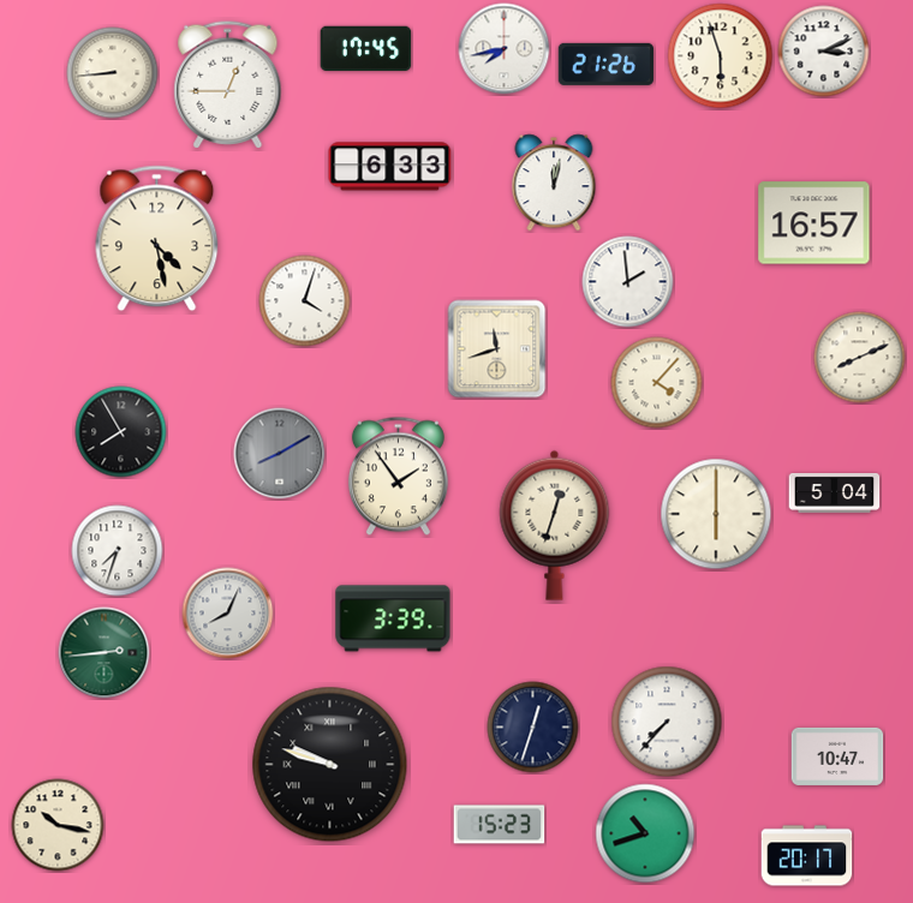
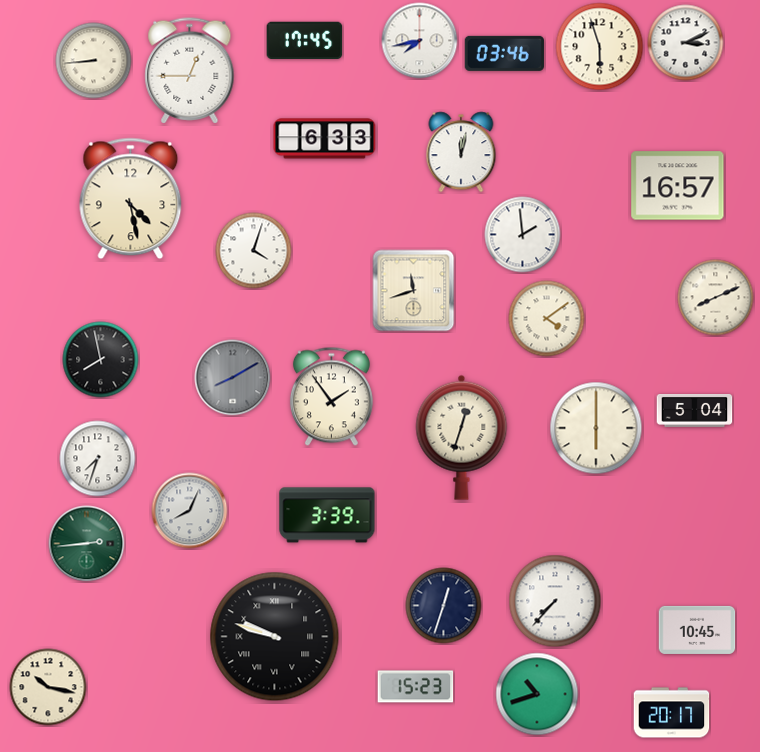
clock at (605, 64): 21:26 -> 03:46
clock at (657, 383): 4:07 -> 4:09
clock at (121, 432): 7:55 -> 7:58
clock at (837, 757): 10:47 -> 10:45
